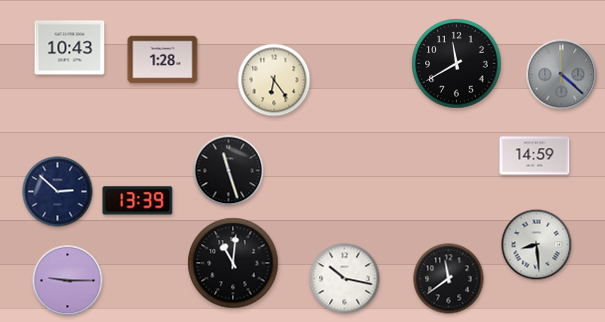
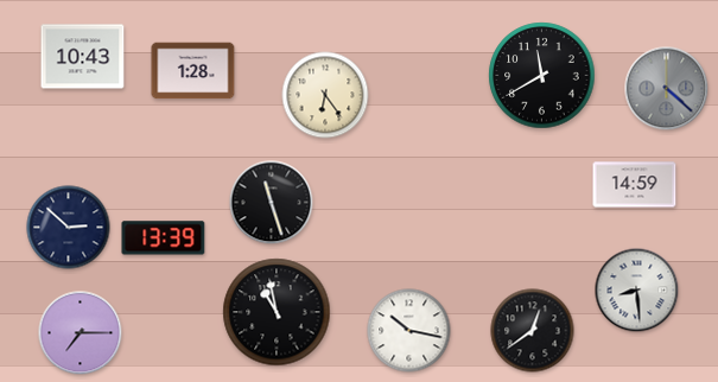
clock at (233, 263): 11:01 -> 10:58
clock at (449, 279): 11:39 -> 12:39
clock at (68, 281): 9:15 -> 7:15
